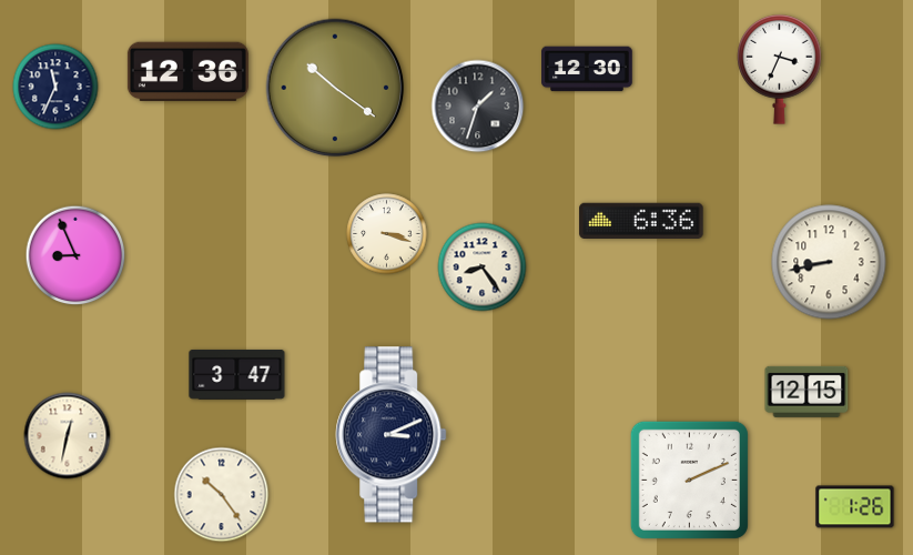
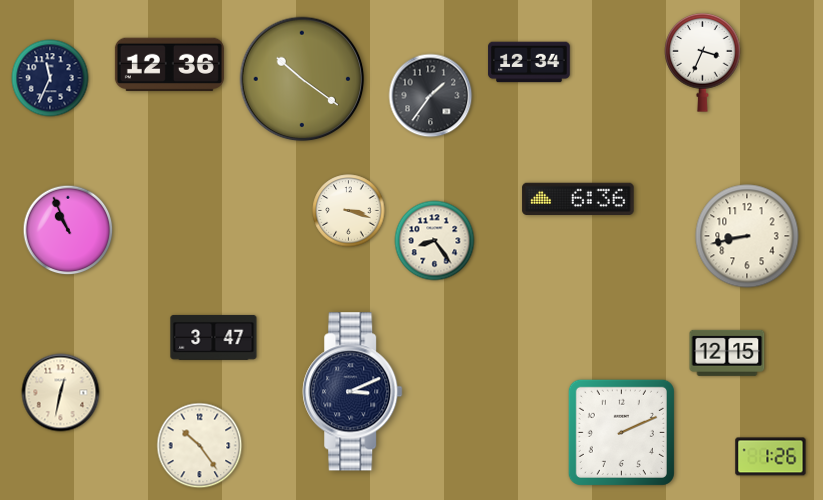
clock at (587, 69): 12:30 -> 12:34
clock at (478, 107): 1:33 -> 1:36
clock at (75, 255): 8:56 -> 10:56
